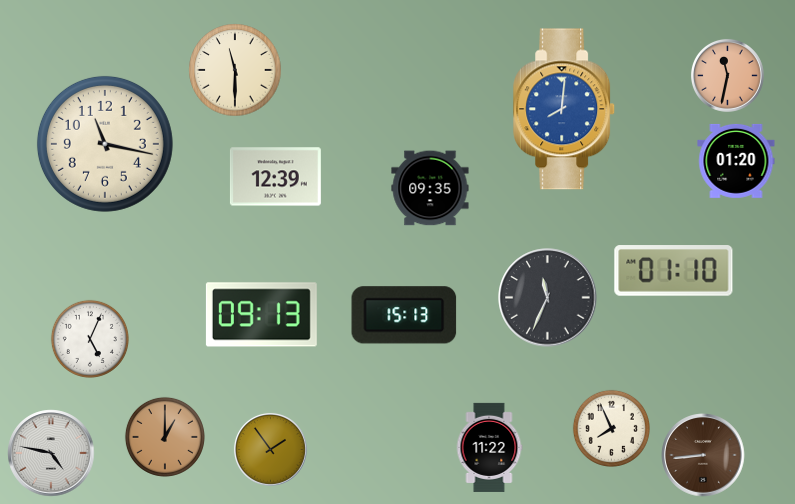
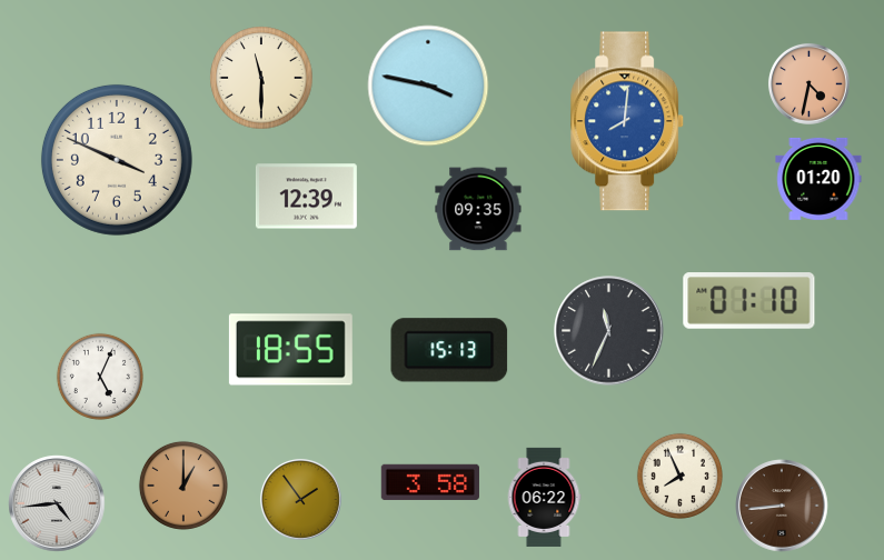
clock at (727, 75): 11:32 -> 4:32
clock at (428, 86): none -> 3:47
clock at (105, 144): 11:17 -> 3:49
clock at (261, 315): 09:13 -> 18:55
clock at (430, 482): none -> 3:58
clock at (489, 447): 11:22 -> 06:22
clock at (51, 453): 4:47 -> 4:44
